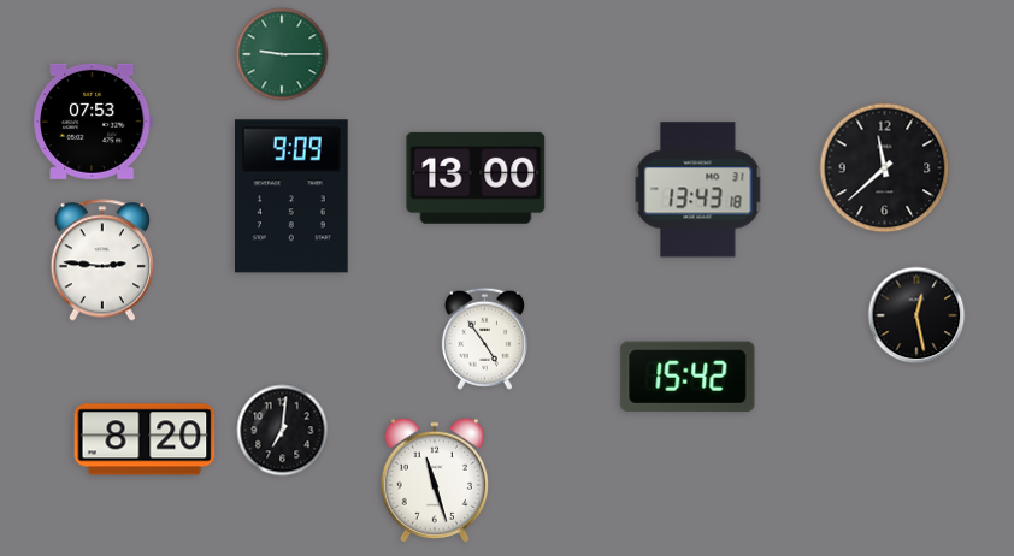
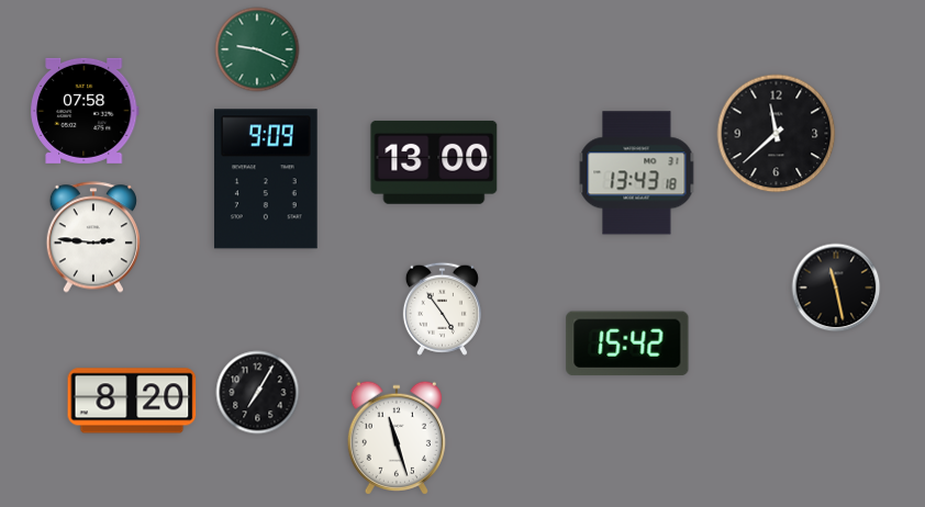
clock at (282, 54): 9:15 -> 9:19
clock at (93, 122): 07:53 -> 07:58
clock at (885, 168) position: (885, 168) -> (777, 134)
clock at (916, 315): 12:28 -> 11:28
clock at (283, 431): 7:01 -> 7:05
